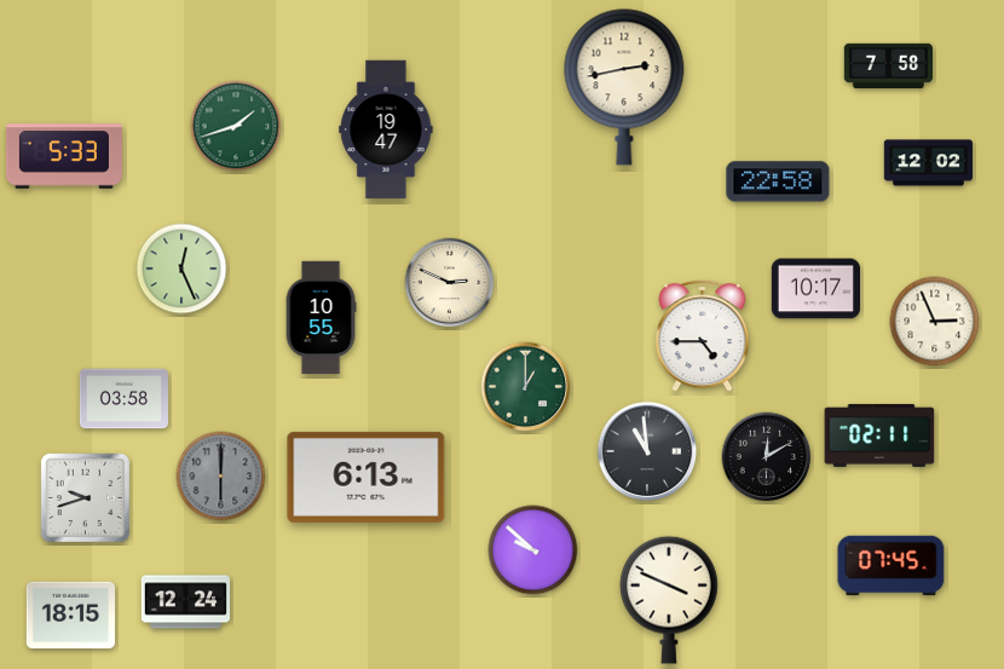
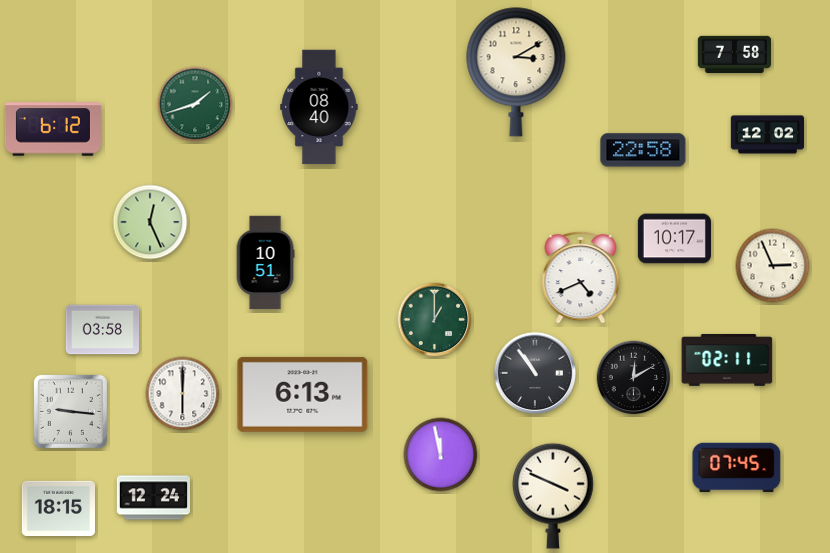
clock at (624, 87): 2:43 -> 3:10
clock at (386, 129): 19:47 -> 08:40
clock at (64, 156): 5:33 -> 6:12
clock at (450, 283): 2:49 -> none
clock at (321, 318): 10:55 -> 10:51
clock at (703, 335): 4:45 -> 4:41
clock at (647, 451): 10:59 -> 10:54
clock at (221, 477) dial: grey -> white
clock at (85, 497): 9:42 -> 9:16
clock at (533, 550): 9:52 -> 11:58
